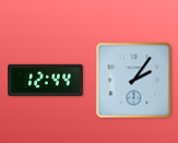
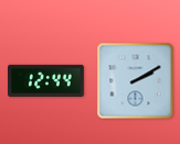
clock at (134, 81): 2:06 -> 2:10
